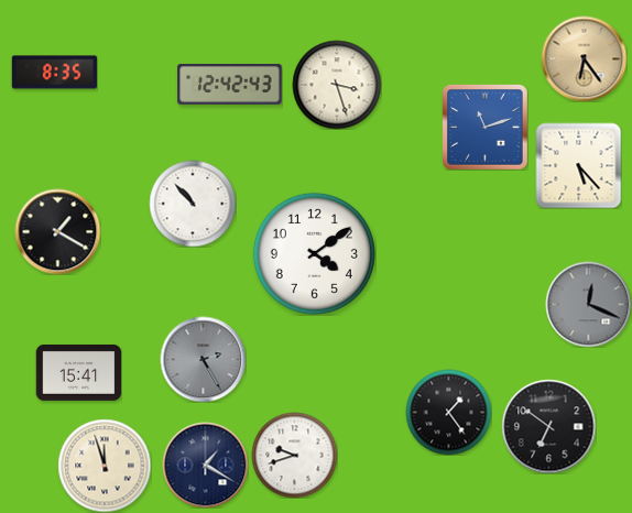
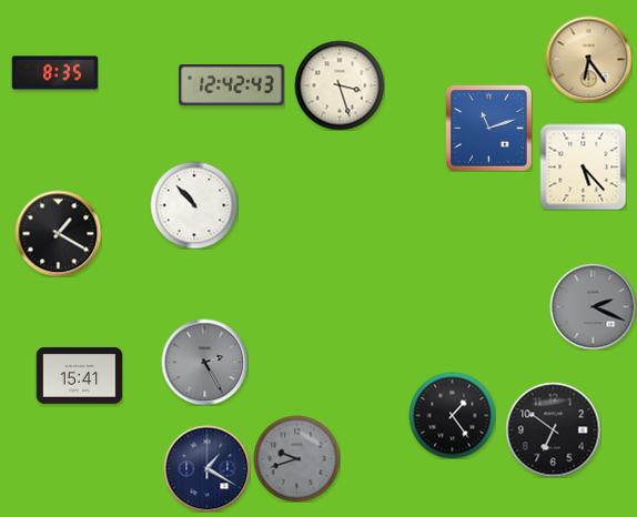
clock at (314, 253): 4:09 -> none
clock at (588, 304): 12:19 -> 2:19
clock at (294, 455) dial: white -> grey
clock at (105, 466): 11:57 -> none
